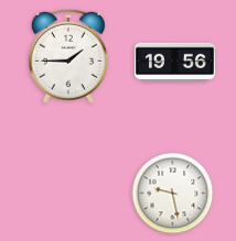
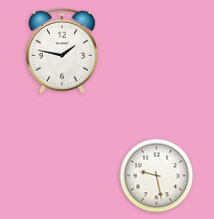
clock at (68, 56): 1:45 -> 1:47
clock at (174, 63): 19:56 -> none
